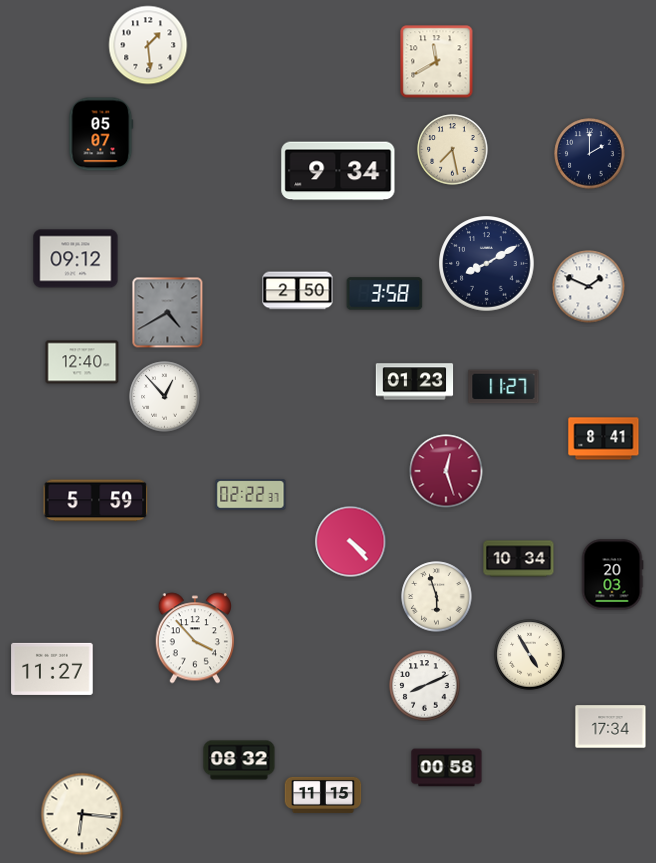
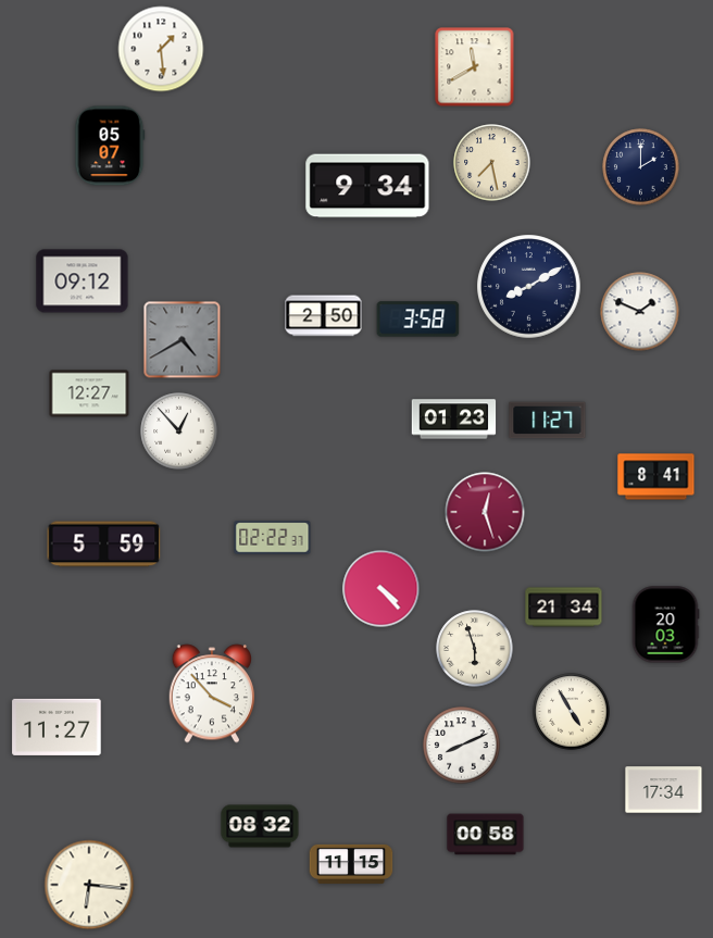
clock at (82, 362): 12:40 -> 12:27
clock at (415, 382) position: (415, 382) -> (454, 420)
clock at (519, 559): 10:34 -> 21:34
clock at (530, 655) position: (530, 655) -> (572, 712)
